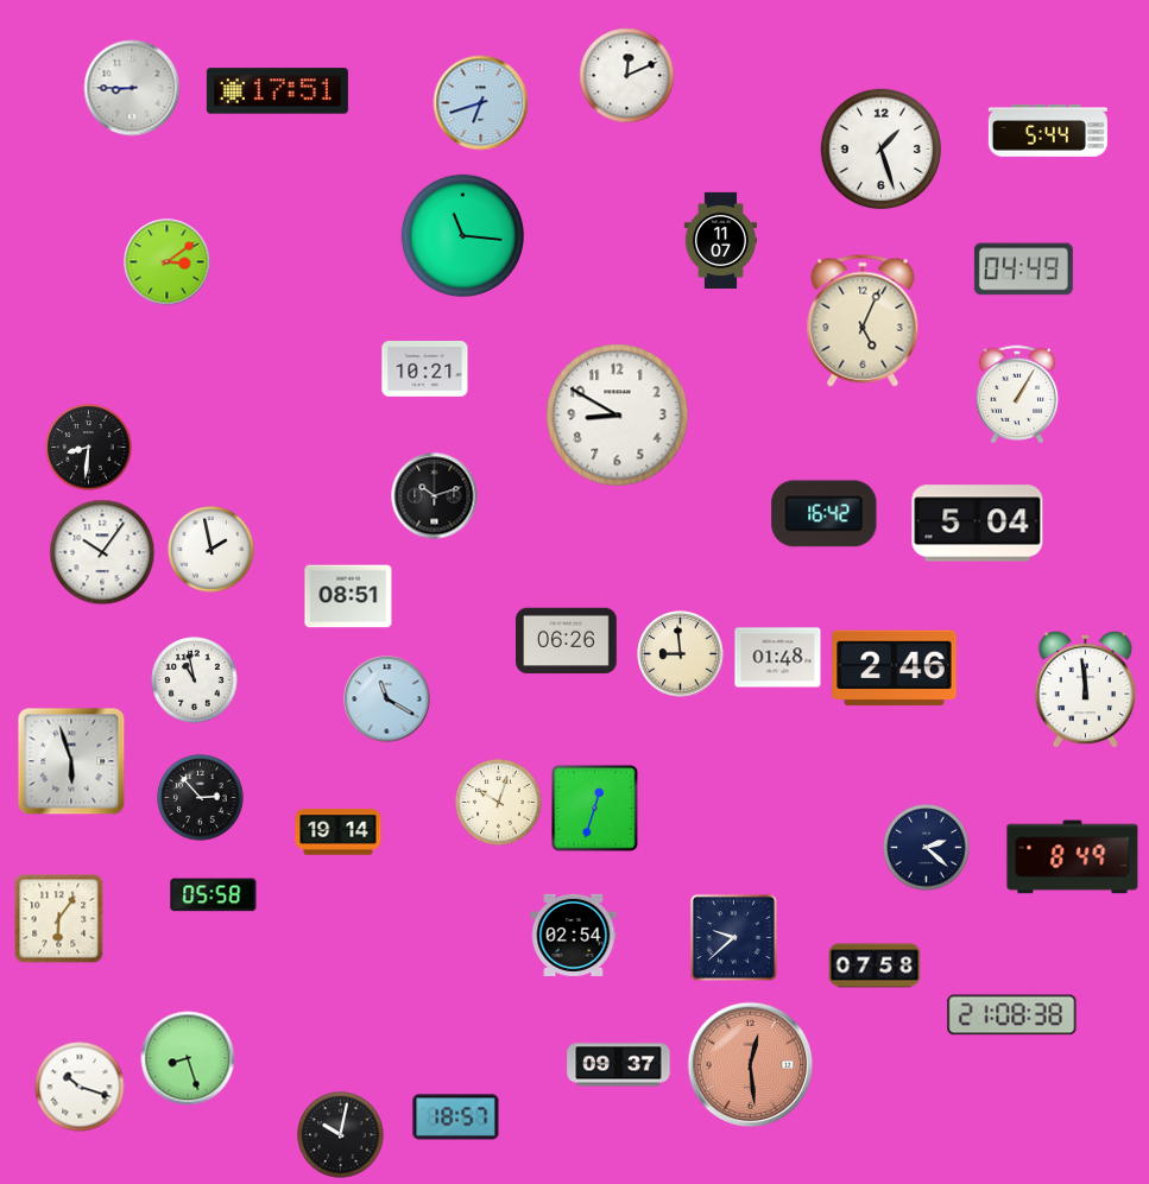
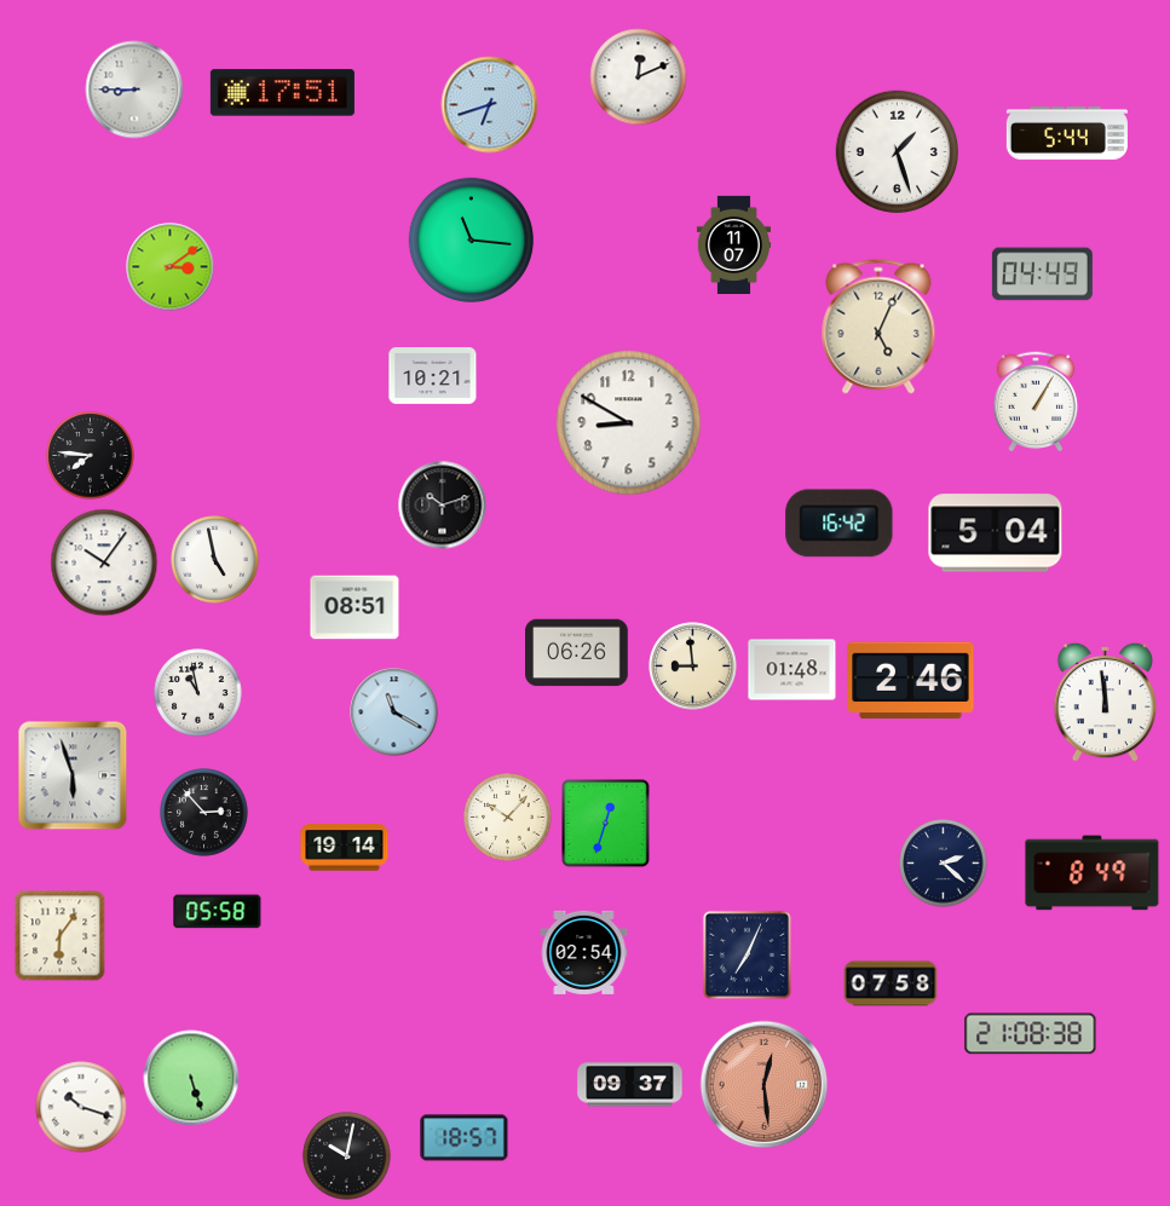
clock at (89, 448): 8:31 -> 7:46
clock at (212, 550): 1:58 -> 4:58
clock at (499, 803): 10:03 -> 10:07
clock at (733, 937): 9:38 -> 7:04
clock at (188, 1058): 8:27 -> 5:27
